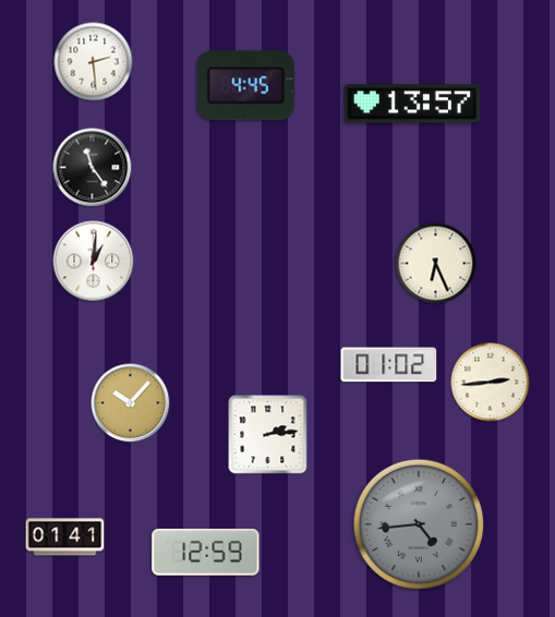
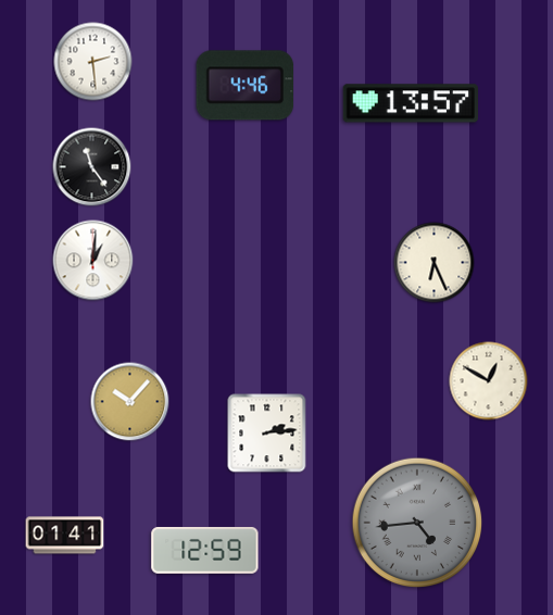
clock at (246, 86): 4:45 -> 4:46
clock at (389, 365): 01:02 -> none
clock at (491, 383): 2:44 -> 12:50
